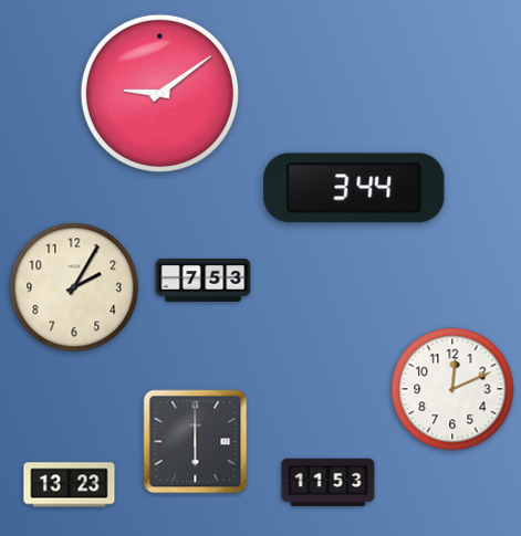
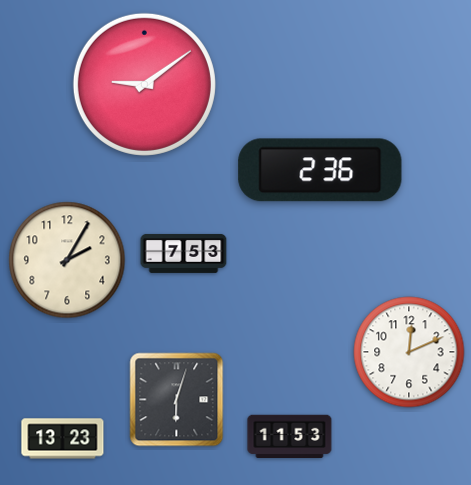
clock at (354, 188): 3:44 -> 2:36
clock at (196, 442): 6:00 -> 6:03
clock at (329, 483) position: (329, 483) -> (290, 437)
